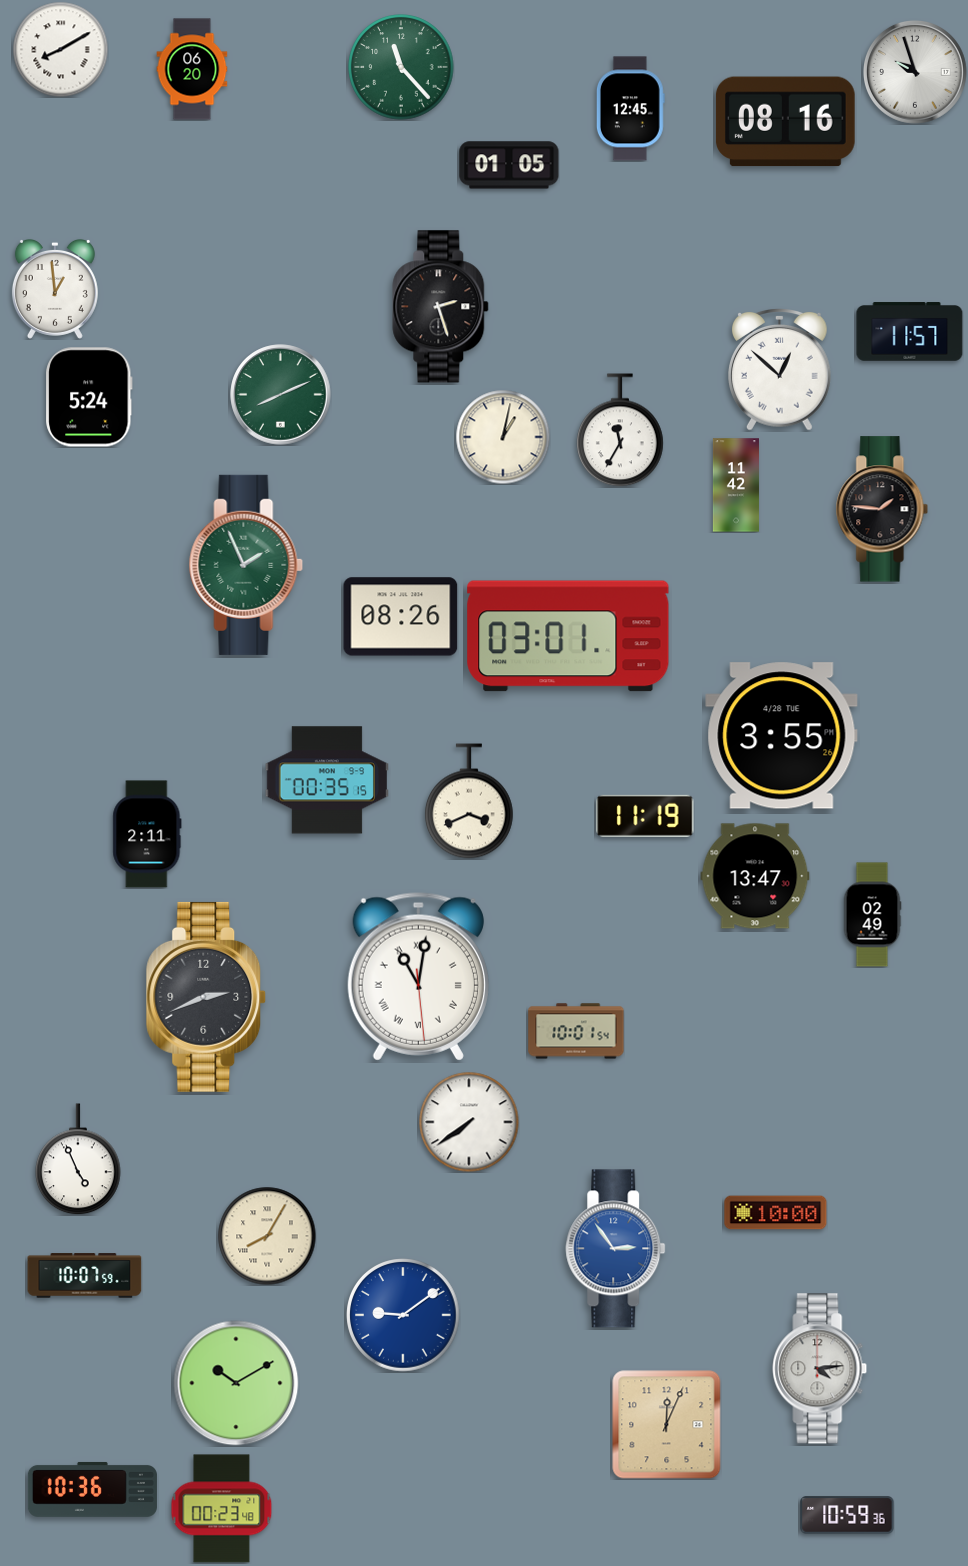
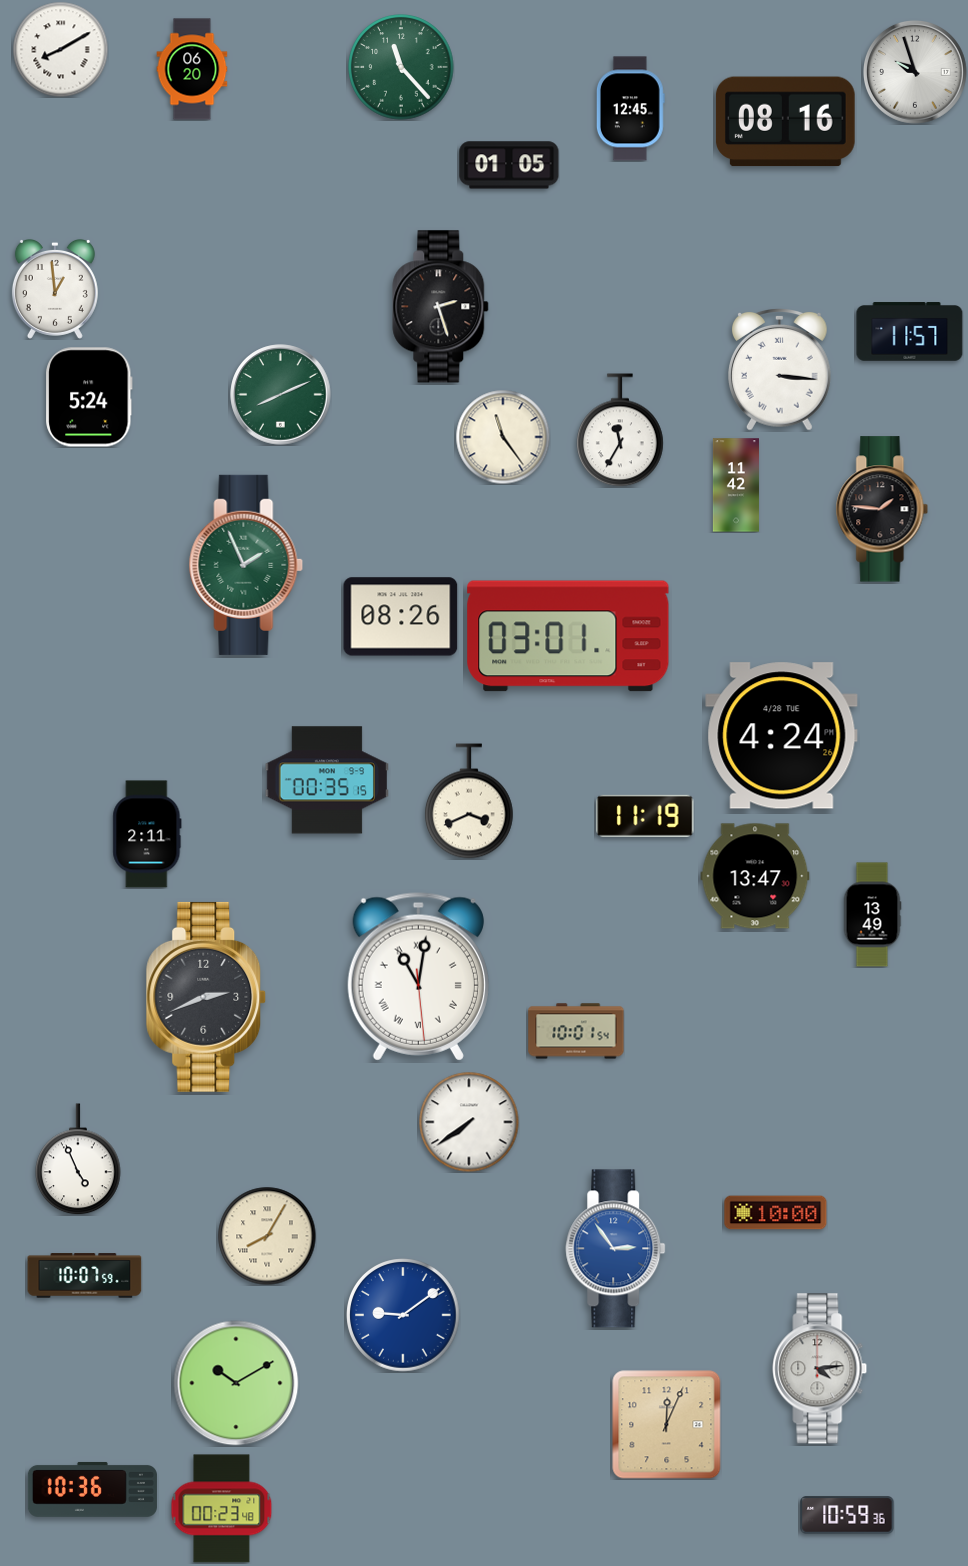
clock at (780, 370): 12:52 -> 3:16
clock at (503, 437): 1:02 -> 11:24
clock at (782, 736): 3:55 -> 4:24
clock at (872, 915): 02:49 -> 13:49
